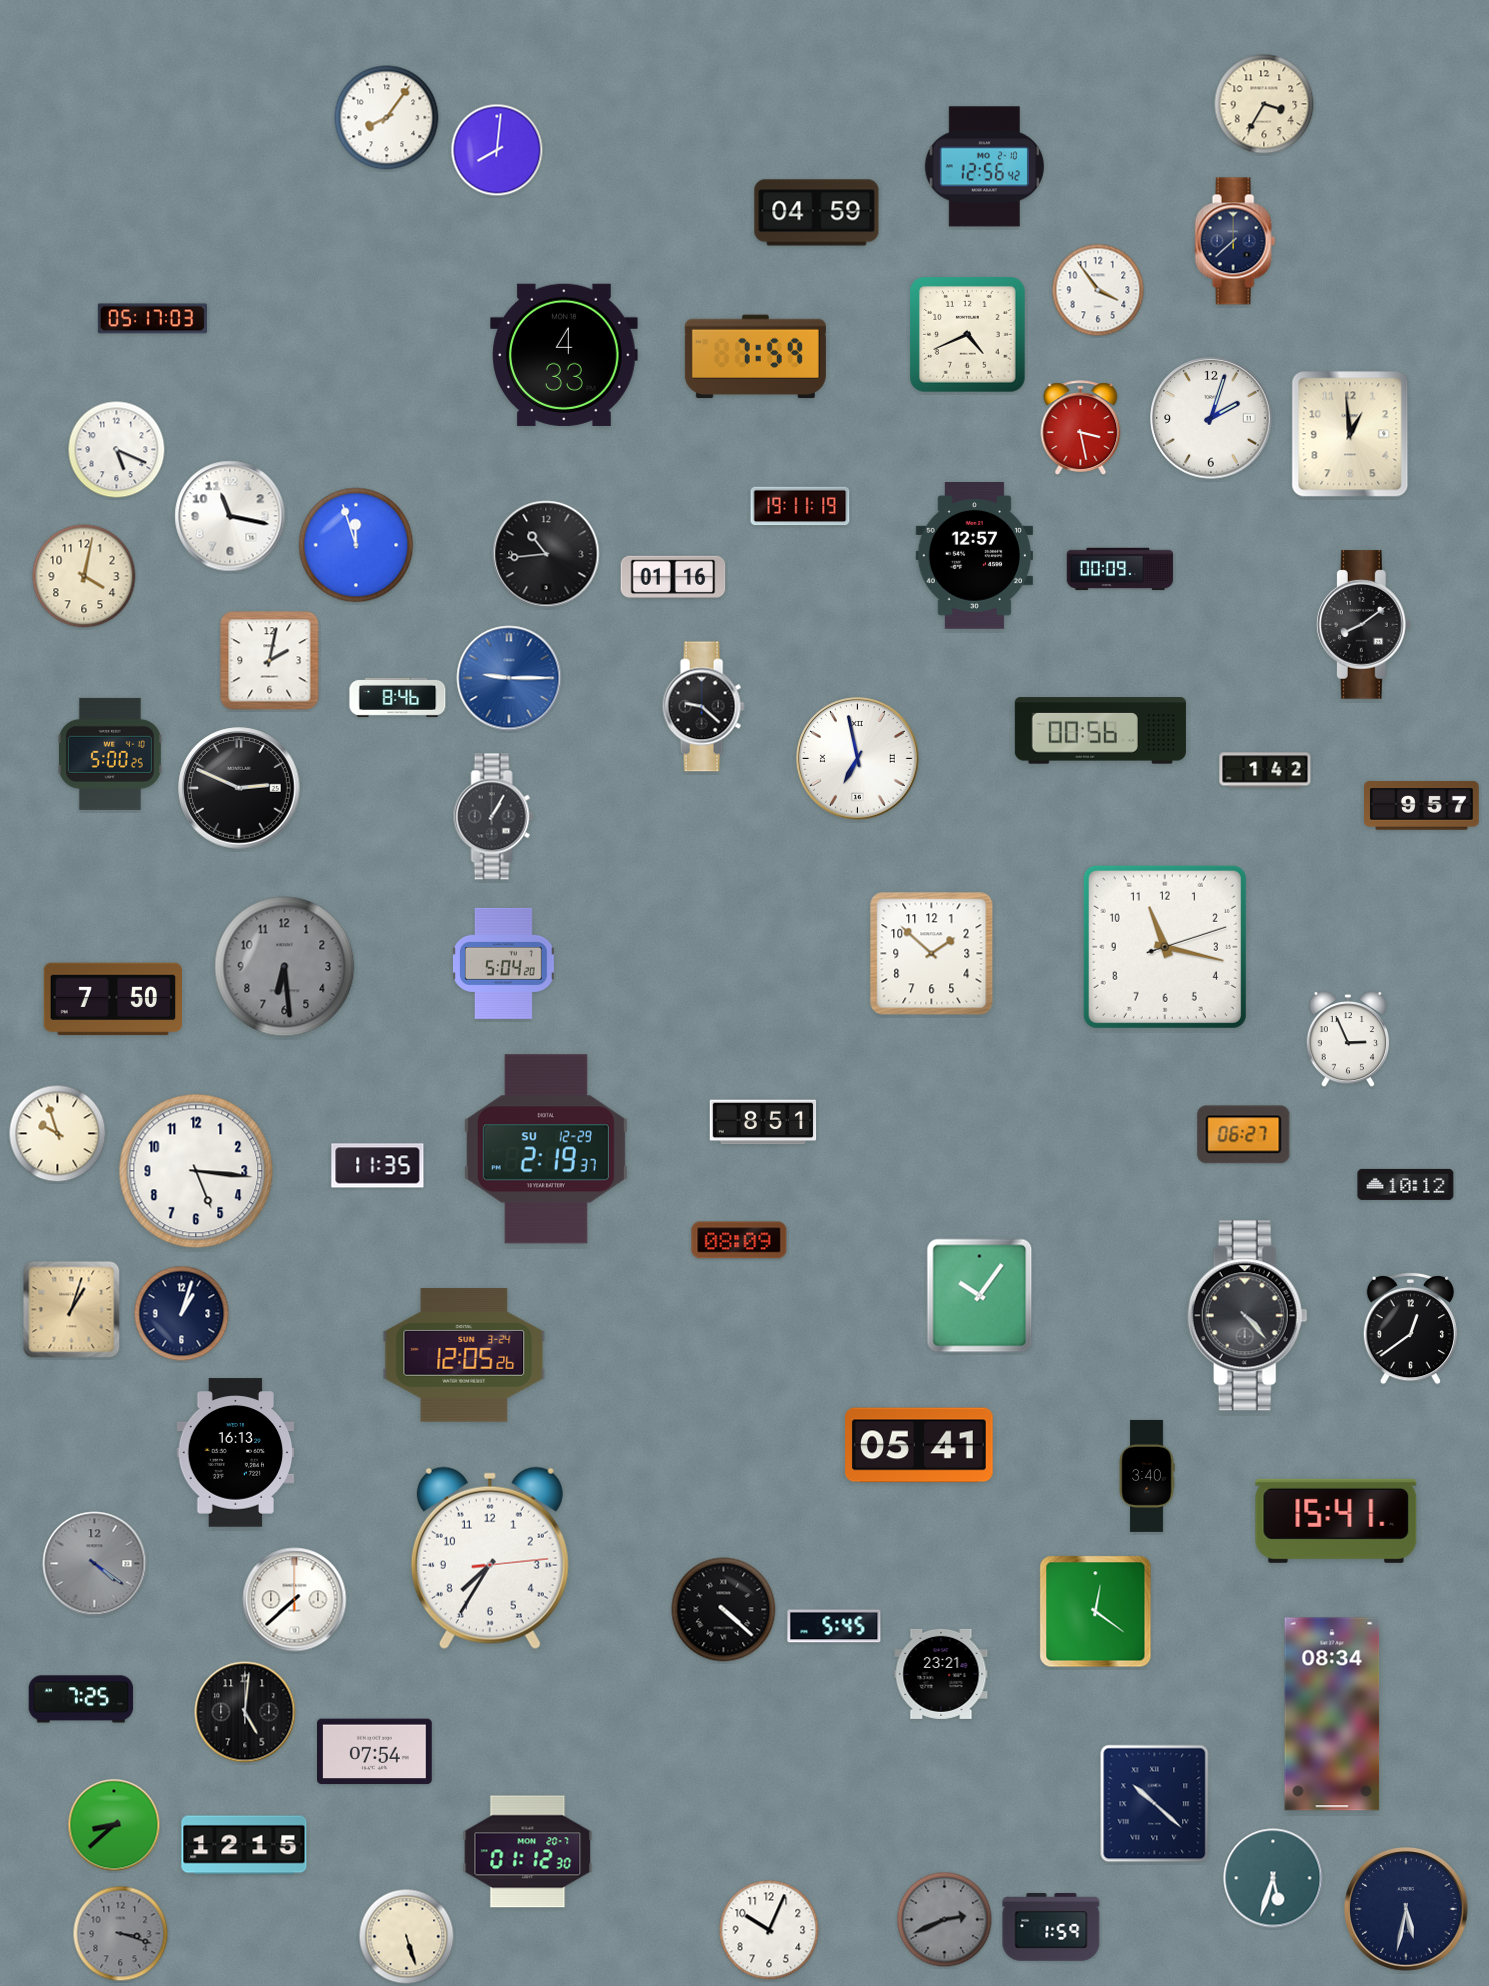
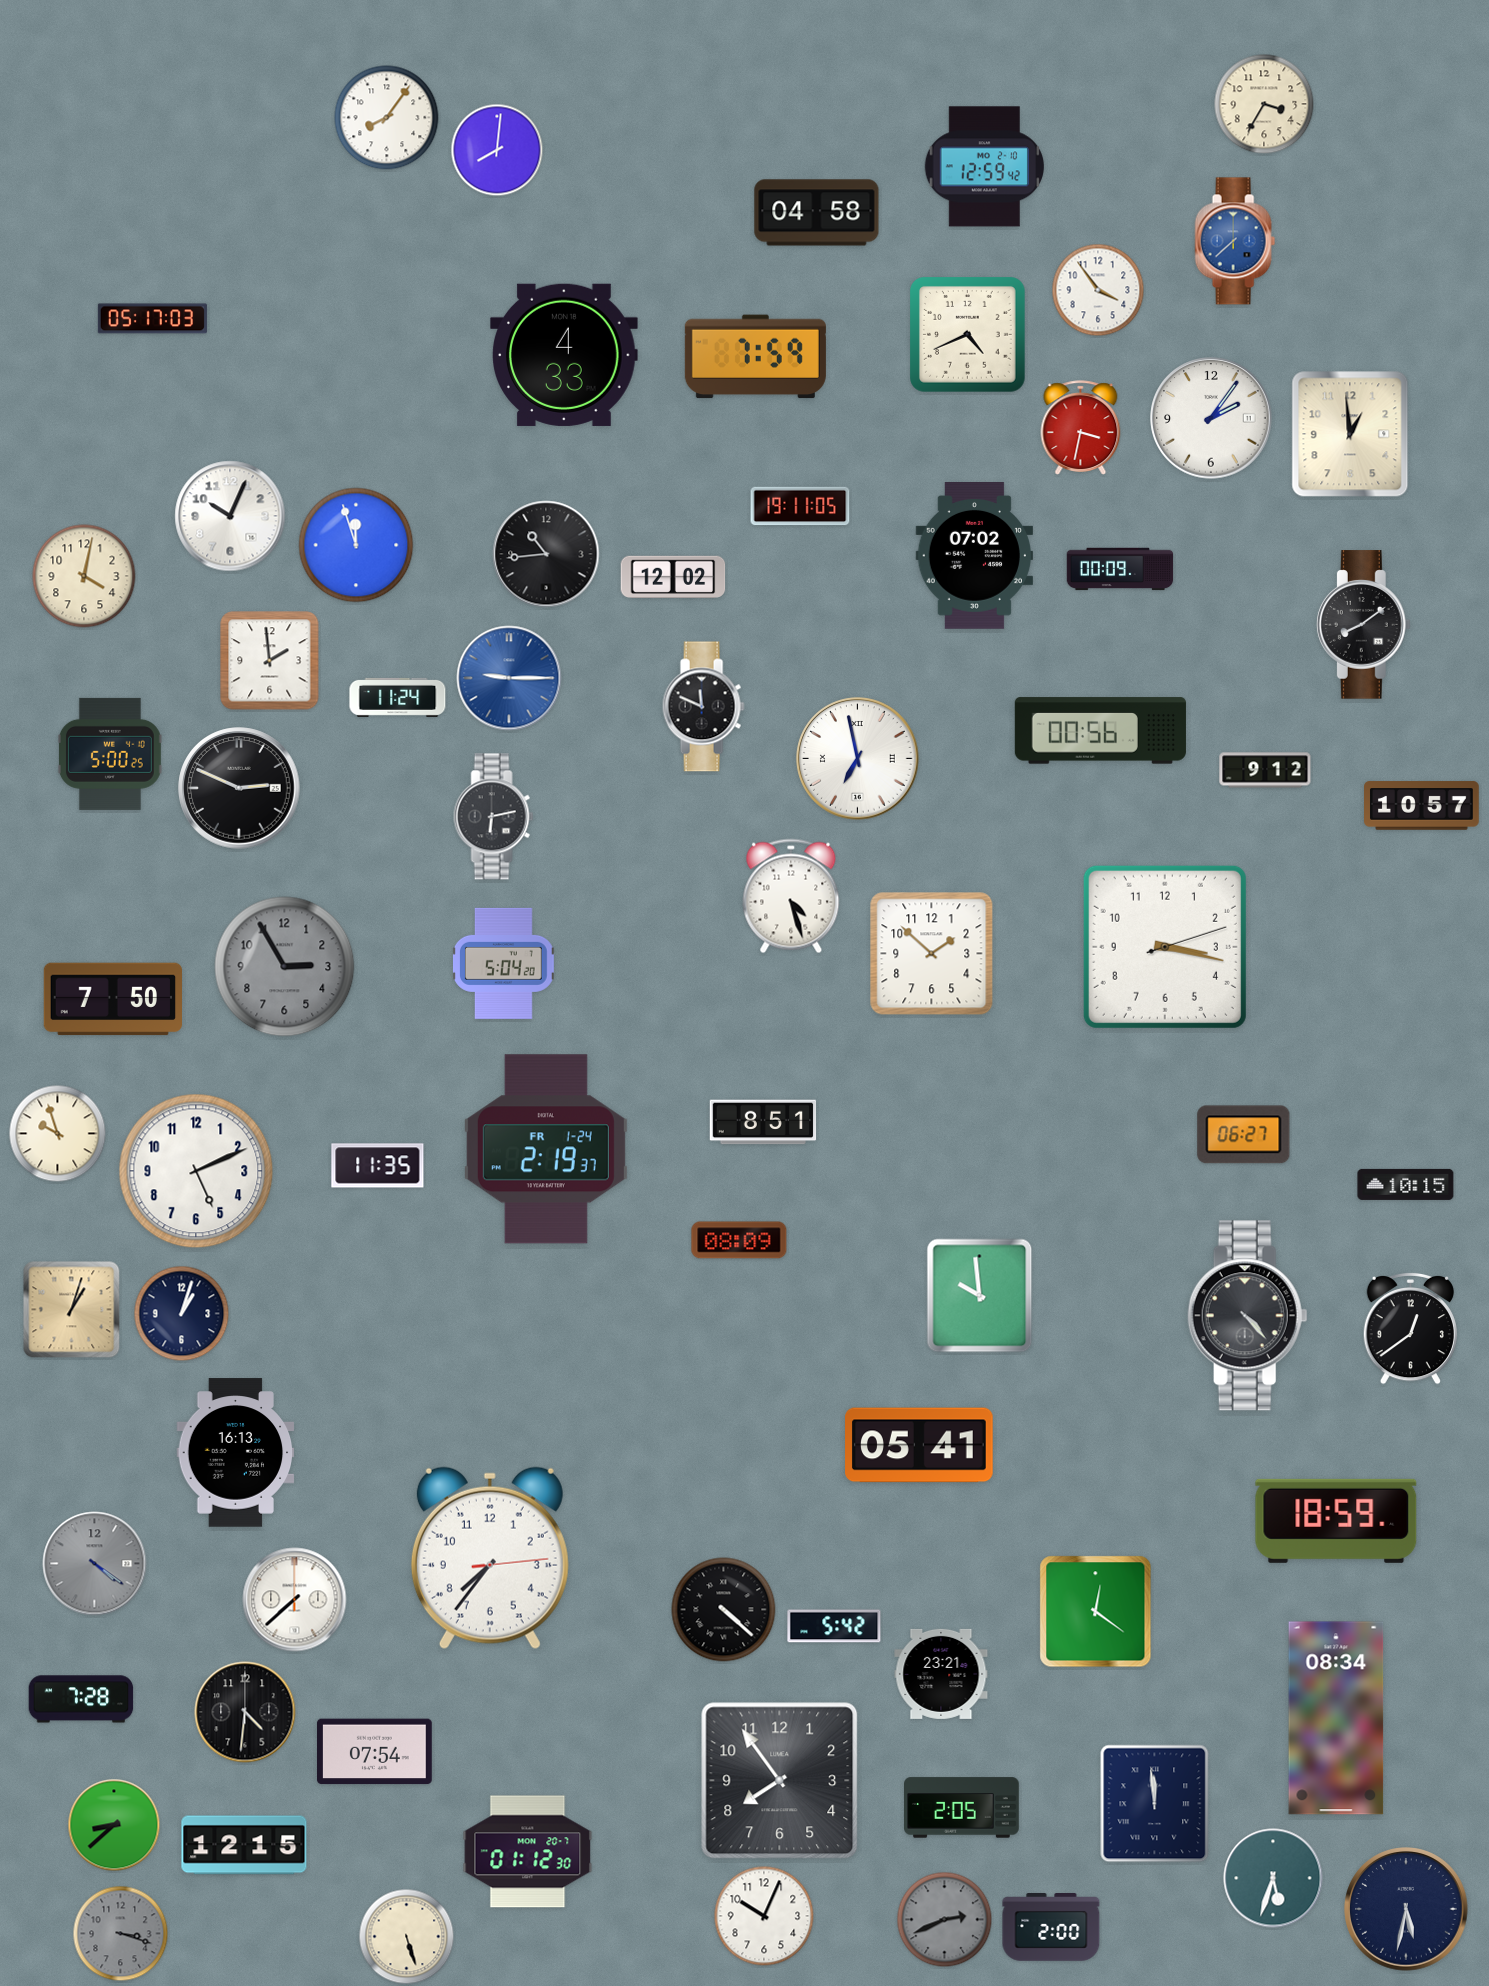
clock at (984, 167): 12:56 -> 12:59
clock at (817, 213): 04:59 -> 04:58
clock at (1235, 241) dial: navy -> blue
clock at (1211, 418): 2:03 -> 2:06
clock at (1081, 428): 3:28 -> 3:32
clock at (117, 450): 5:19 -> none
clock at (800, 506): 19:11:19 -> 19:11:05
clock at (230, 516): 11:17 -> 10:04
clock at (974, 556): 12:57 -> 07:02
clock at (673, 577): 01:16 -> 12:02
clock at (270, 661): 2:02 -> 1:59
clock at (398, 697): 8:46 -> 11:24
clock at (703, 707): 9:22 -> 11:49
clock at (1265, 770): 1:42 -> 9:12
clock at (1422, 806): 9:57 -> 10:57
clock at (494, 817): 1:05 -> 6:13
clock at (791, 896): none -> 4:27
clock at (1165, 947): 11:17 -> 3:17
clock at (285, 967): 6:29 -> 2:55
clock at (1347, 1039): 2:56 -> none
clock at (546, 1149) date: SU 12-29 -> FR 1-24
clock at (196, 1171): 5:16 -> 5:11
clock at (1406, 1184): 10:12 -> 10:15
clock at (980, 1296): 10:06 -> 9:59
clock at (464, 1355): 12:05 -> none
clock at (1147, 1476): 3:40 -> none
clock at (1336, 1521): 15:41 -> 18:59
clock at (490, 1558): 7:35 -> 7:36
clock at (834, 1626): 5:45 -> 5:42
clock at (81, 1699): 7:25 -> 7:28
clock at (245, 1712): 5:01 -> 4:31
clock at (1332, 1714) position: (1332, 1714) -> (1336, 1718)
clock at (780, 1781): none -> 7:54
clock at (1155, 1804): 10:22 -> 11:59
clock at (962, 1808): none -> 2:05
clock at (1051, 1928): 1:59 -> 2:00
clock at (769, 1930) position: (769, 1930) -> (764, 1916)
